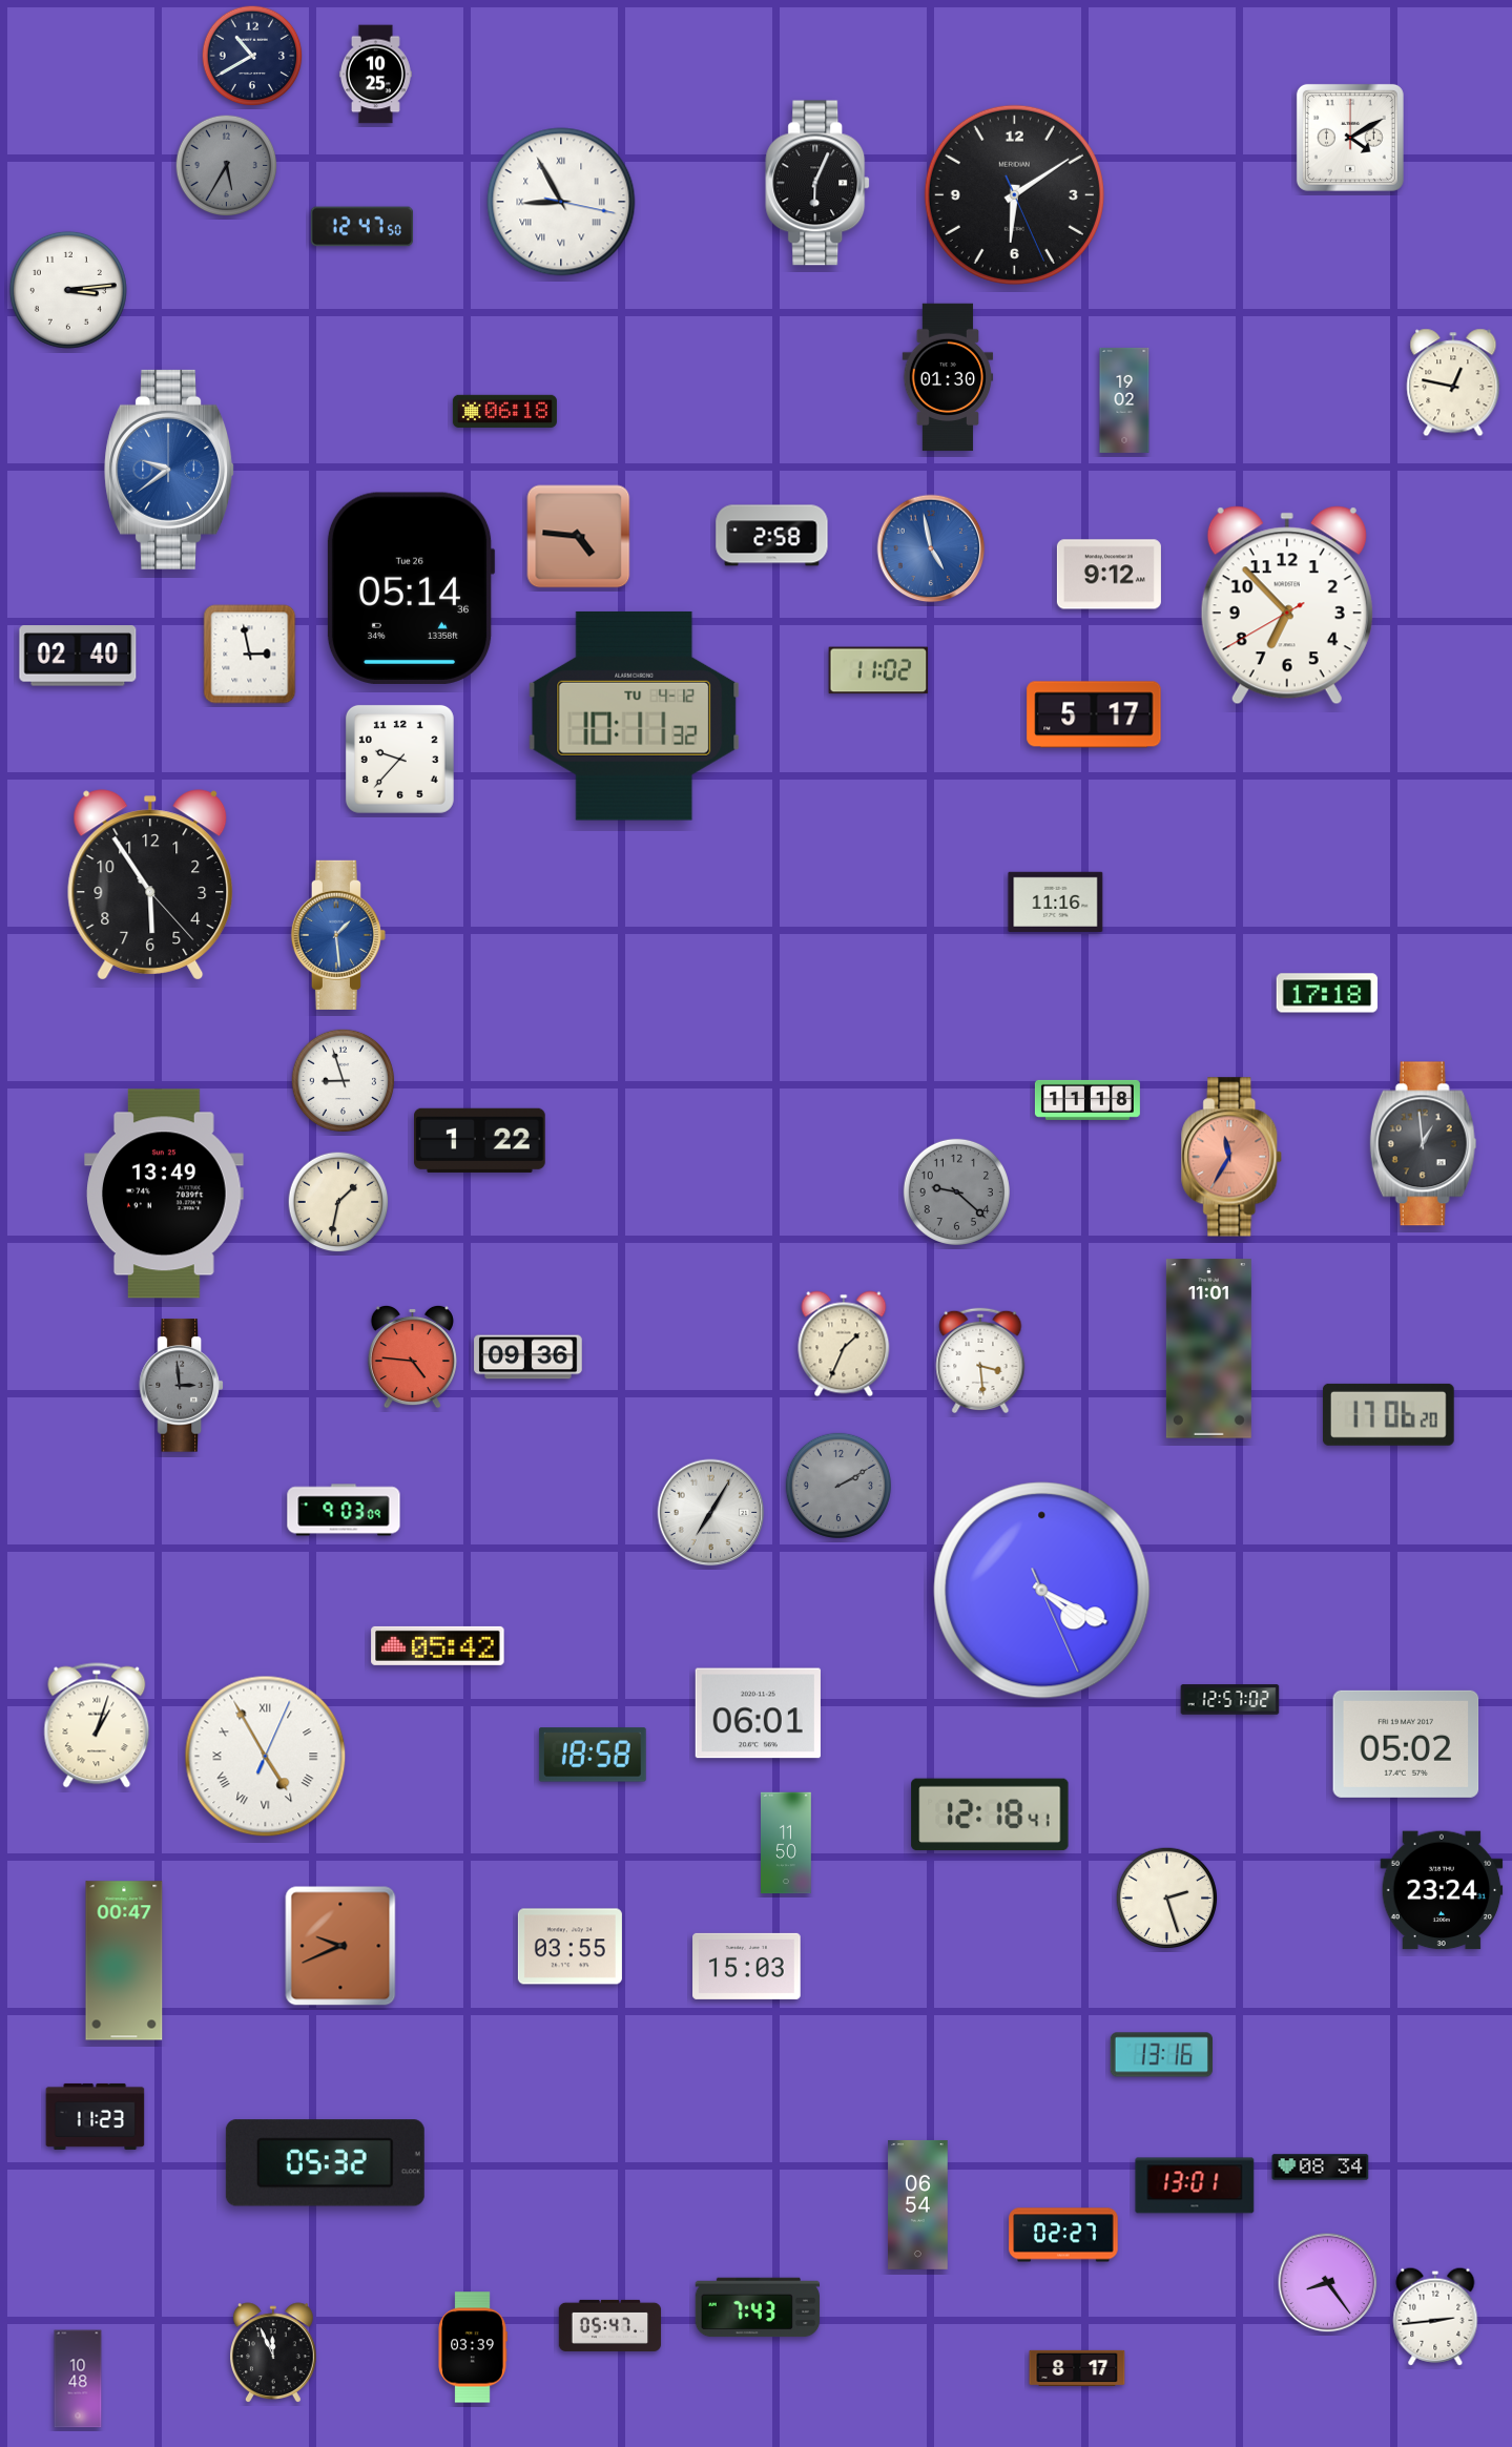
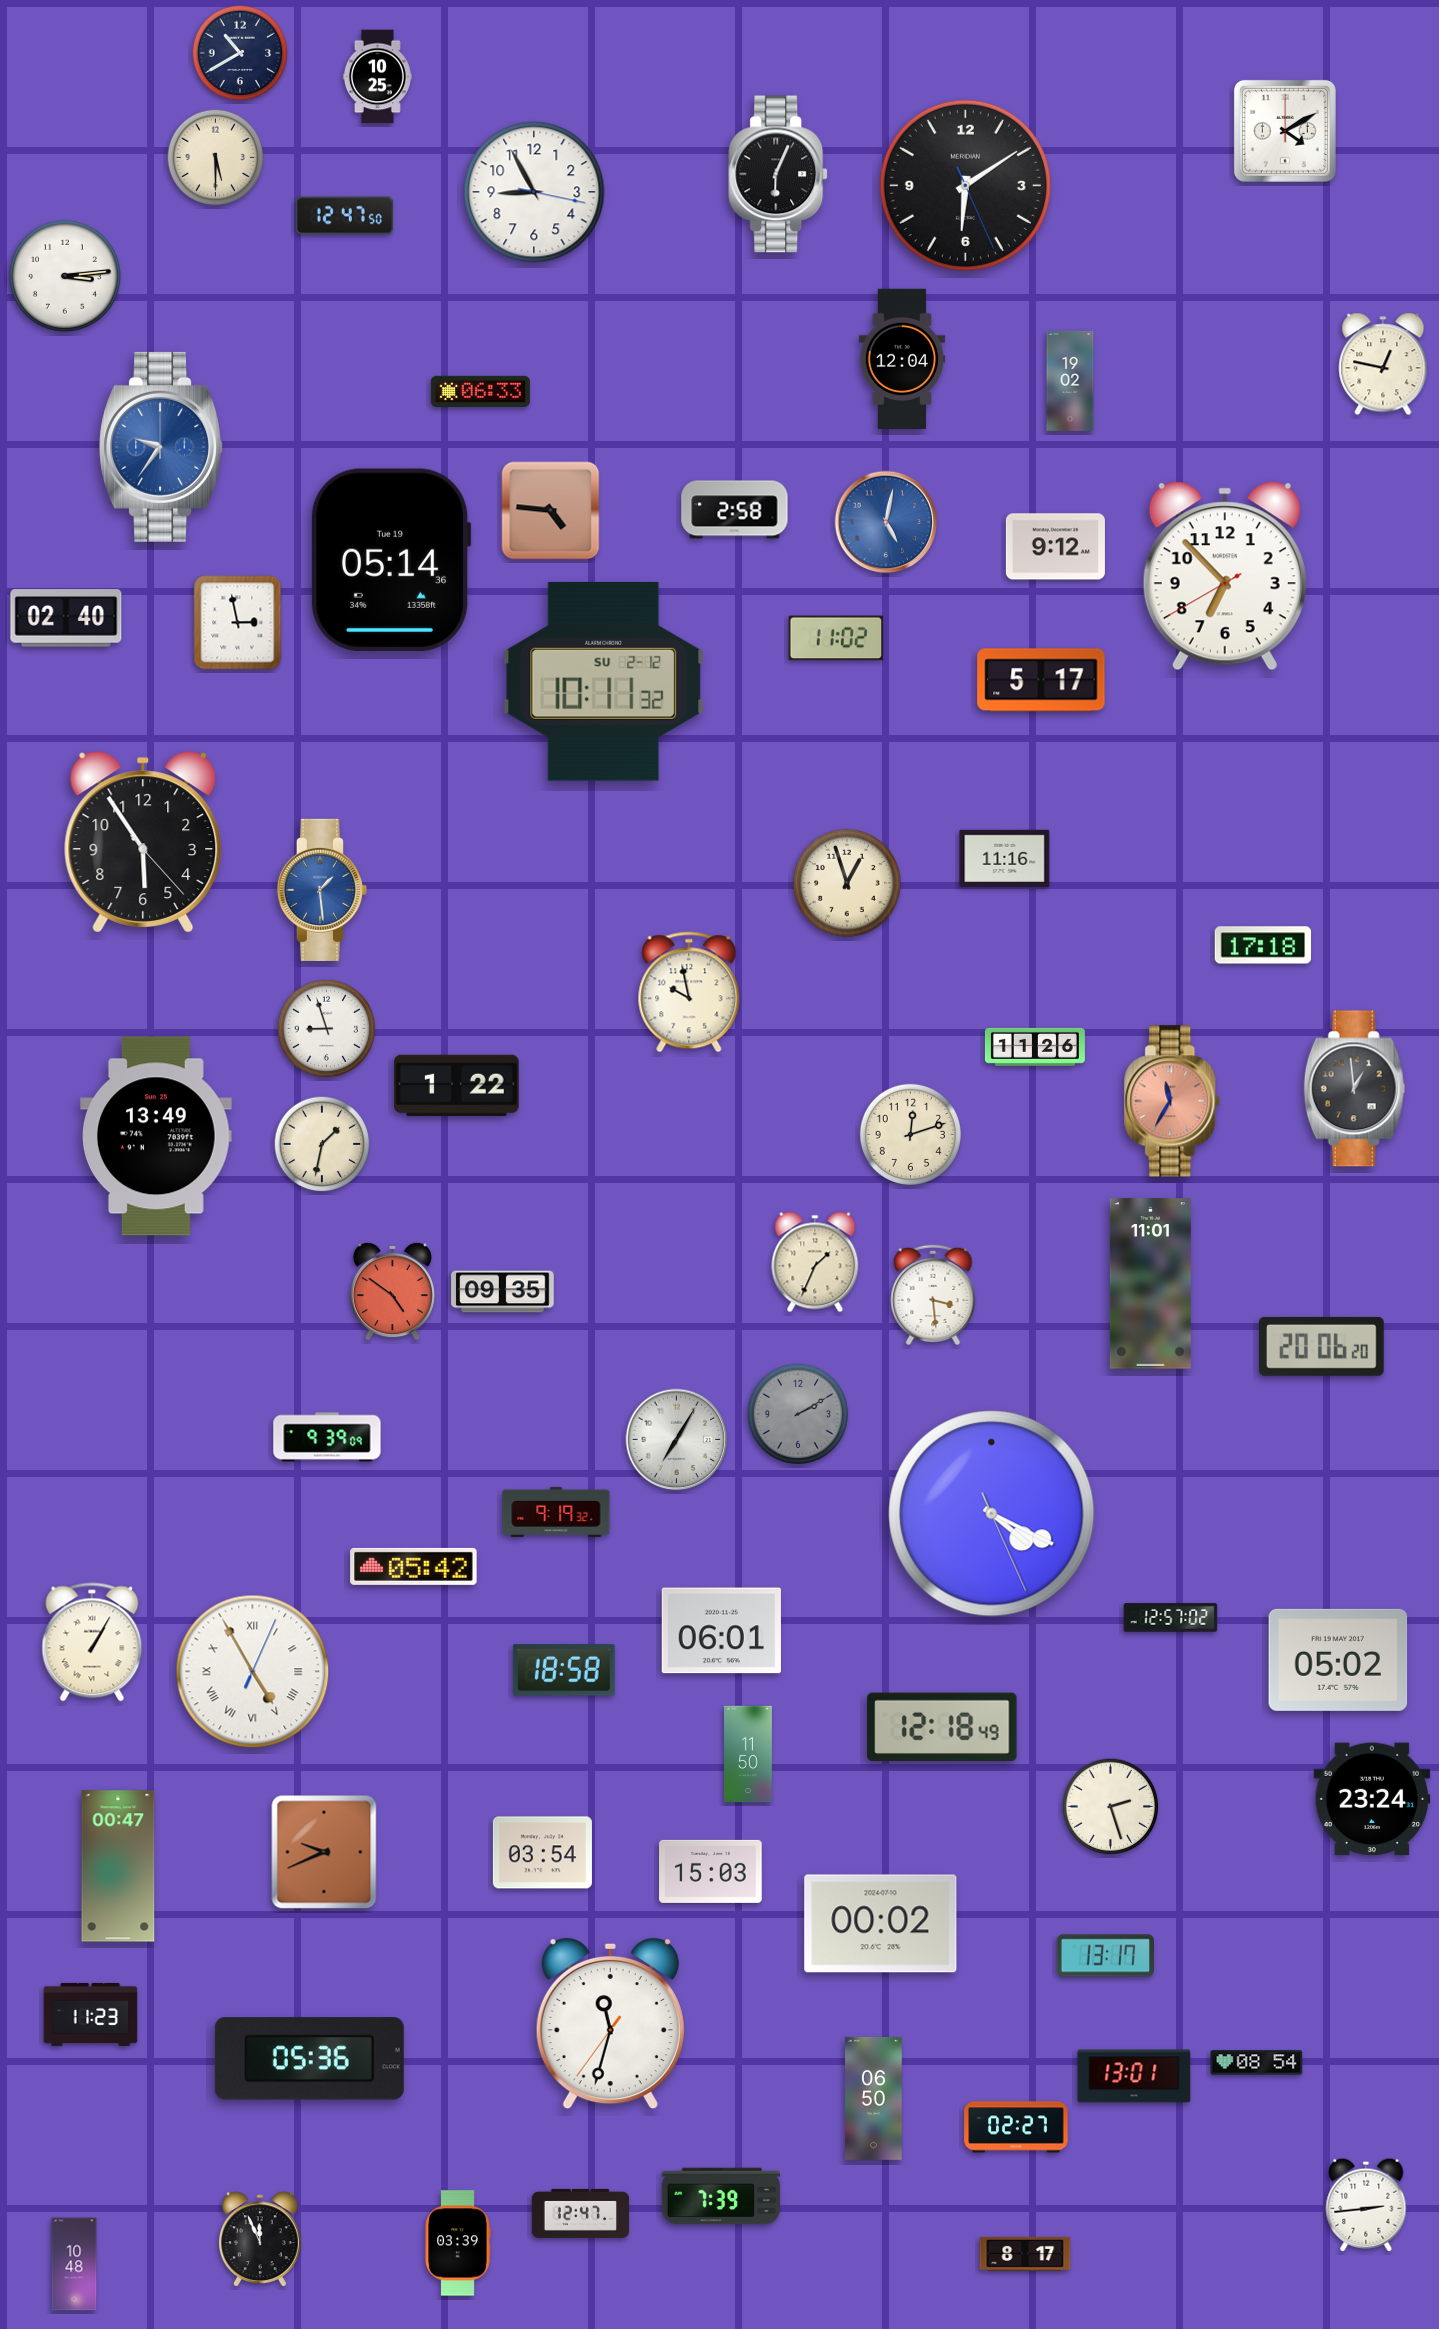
clock at (375, 75) position: (375, 75) -> (377, 77)
clock at (227, 166): 5:35 -> 5:30
clock at (227, 166) dial: grey -> cream
clock at (561, 202) numerals: Roman -> Arabic
clock at (948, 377): 01:30 -> 12:04
clock at (504, 411): 06:18 -> 06:33
clock at (169, 470): 9:39 -> 9:36
clock at (931, 548): 4:58 -> 5:02
clock at (411, 587) date: Tue 26 -> Tue 19
clock at (78, 656) position: (78, 656) -> (66, 618)
clock at (635, 716) date: TU 4-12 -> SU 2-12
clock at (399, 759): 9:37 -> none
clock at (847, 883): none -> 12:57
clock at (689, 992): none -> 9:58
clock at (1088, 1100): 11:18 -> 11:26
clock at (956, 1191): 9:22 -> 12:12
clock at (956, 1191) dial: grey -> cream
clock at (844, 1344) position: (844, 1344) -> (815, 1262)
clock at (412, 1356): 4:46 -> 4:51
clock at (529, 1357): 09:36 -> 09:35
clock at (181, 1386): 2:59 -> none
clock at (1388, 1414): 17:06 -> 20:06
clock at (344, 1510): 9:03 -> 9:39
clock at (556, 1512): none -> 9:19
clock at (438, 1645) position: (438, 1645) -> (414, 1566)
clock at (97, 1725): 1:03 -> 1:05
clock at (990, 1814): 12:18:41 -> 12:18:49
clock at (569, 1947): 03:55 -> 03:54
clock at (881, 1924): none -> 00:02
clock at (1161, 2055): 13:16 -> 13:17
clock at (610, 2024): none -> 11:32
clock at (325, 2163): 05:32 -> 05:36
clock at (1321, 2168): 08:34 -> 08:54
clock at (1195, 2185) position: (1195, 2185) -> (1134, 2076)
clock at (918, 2204): 06:54 -> 06:50
clock at (1063, 2235) position: (1063, 2235) -> (1016, 2127)
clock at (1328, 2283): 8:24 -> none
clock at (758, 2307): 7:43 -> 7:39
clock at (610, 2325): 05:47 -> 12:47
clock at (473, 2347) position: (473, 2347) -> (458, 2243)
